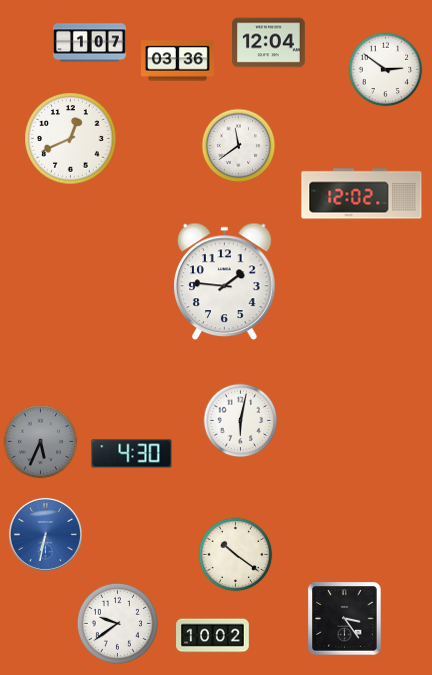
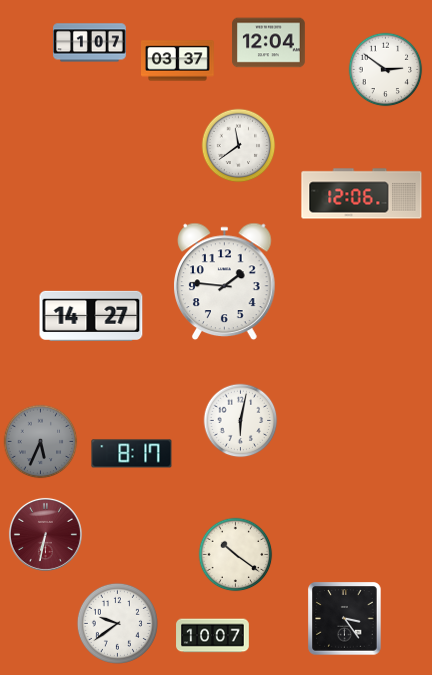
clock at (178, 61): 03:36 -> 03:37
clock at (71, 139): 12:41 -> none
clock at (362, 194): 12:02 -> 12:06
clock at (91, 316): none -> 14:27
clock at (132, 454): 4:30 -> 8:17
clock at (45, 534) dial: blue -> burgundy
clock at (213, 636): 10:02 -> 10:07
